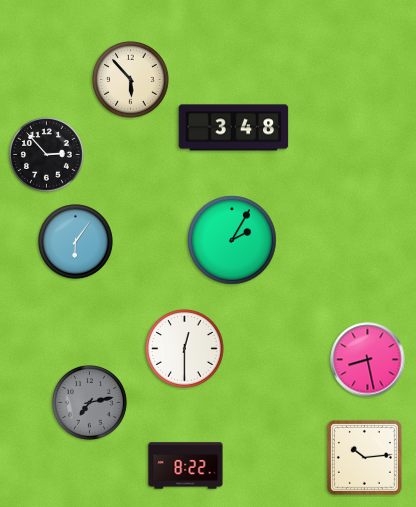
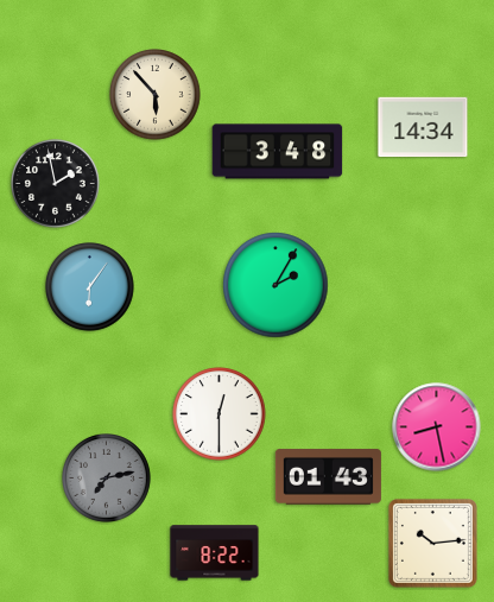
clock at (423, 127): none -> 14:34
clock at (47, 155): 2:53 -> 1:58
clock at (328, 477): none -> 01:43
clock at (186, 466) position: (186, 466) -> (215, 553)
